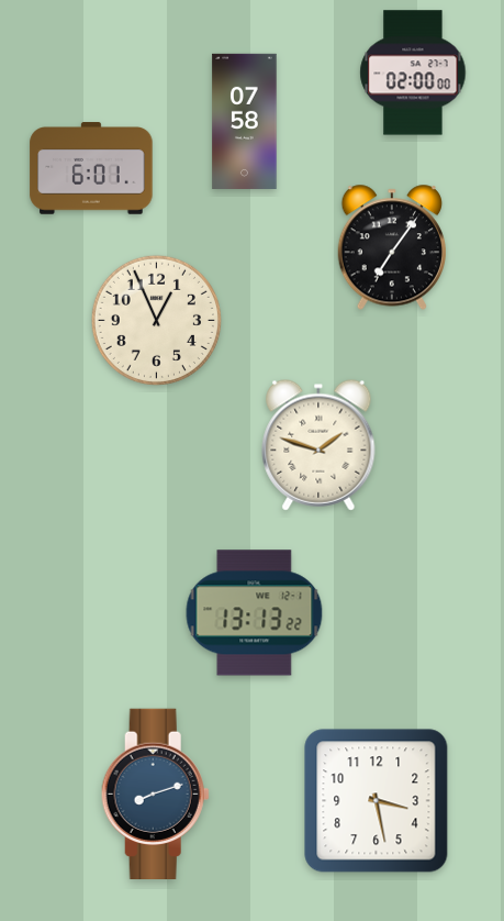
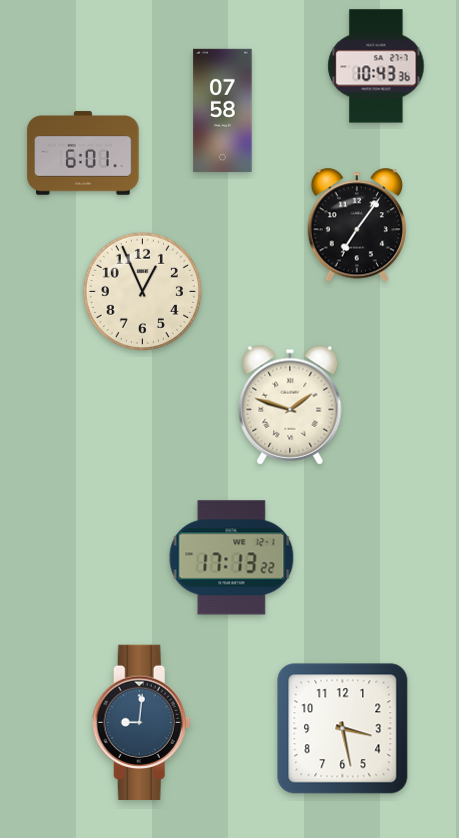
clock at (413, 73): 02:00 -> 10:43
clock at (255, 613): 13:13 -> 17:13
clock at (155, 794): 8:12 -> 9:01
